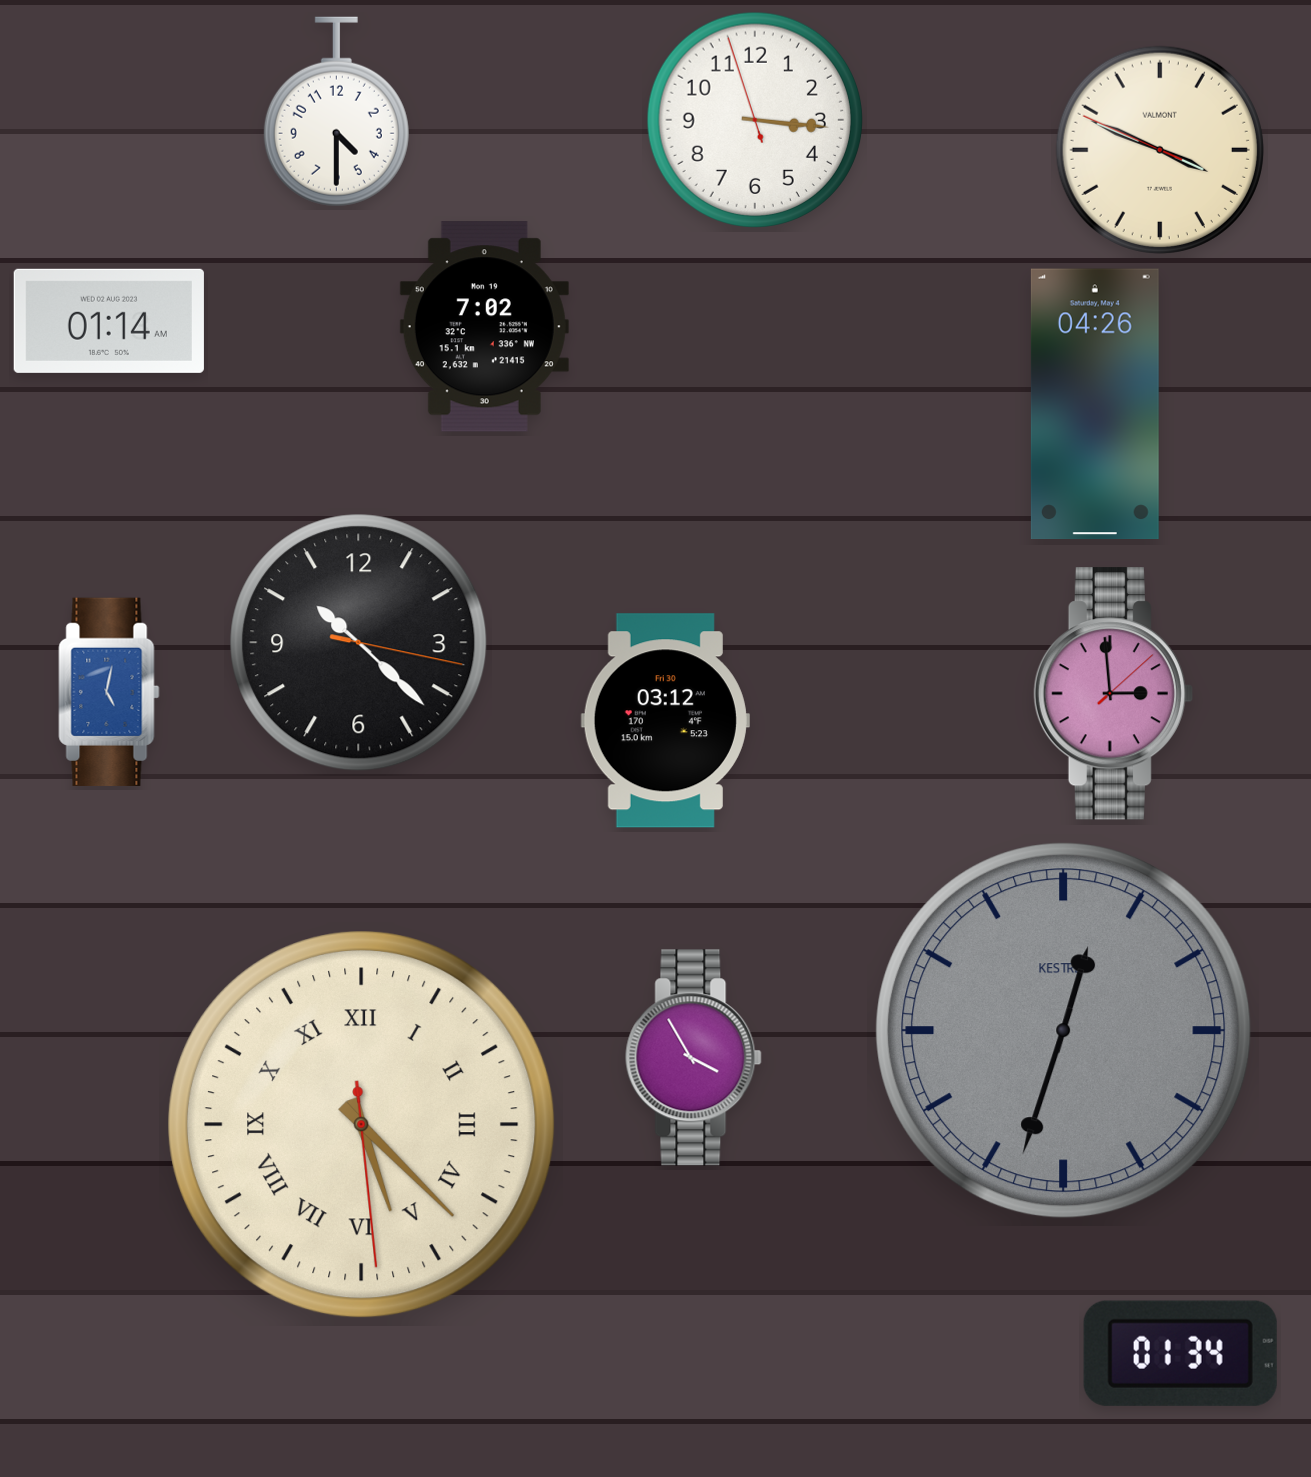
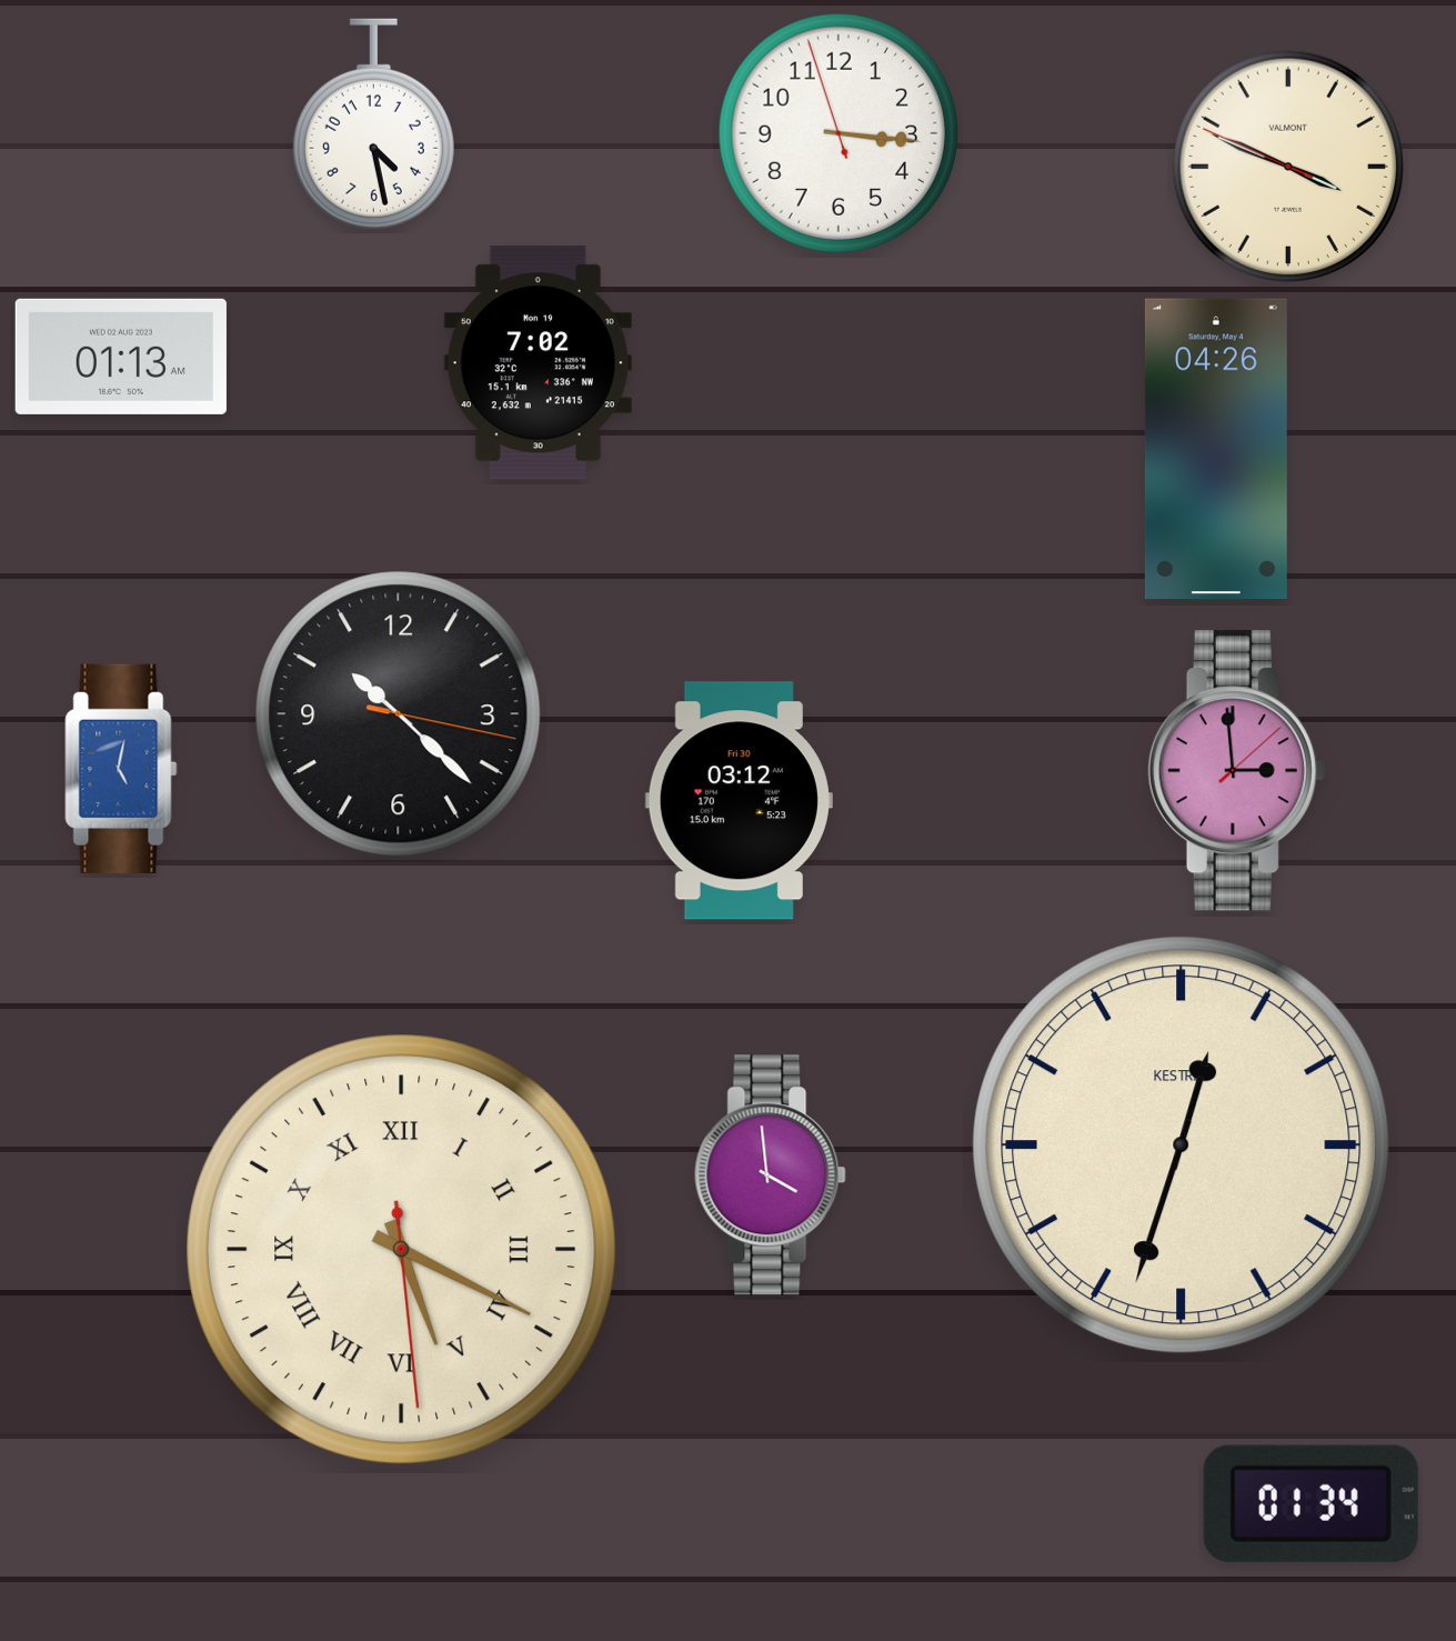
clock at (336, 112): 4:30 -> 4:28
clock at (109, 321): 01:14 -> 01:13
clock at (1064, 1031) dial: grey -> cream
clock at (694, 1058): 3:55 -> 3:59
clock at (362, 1125): 5:22 -> 5:19
